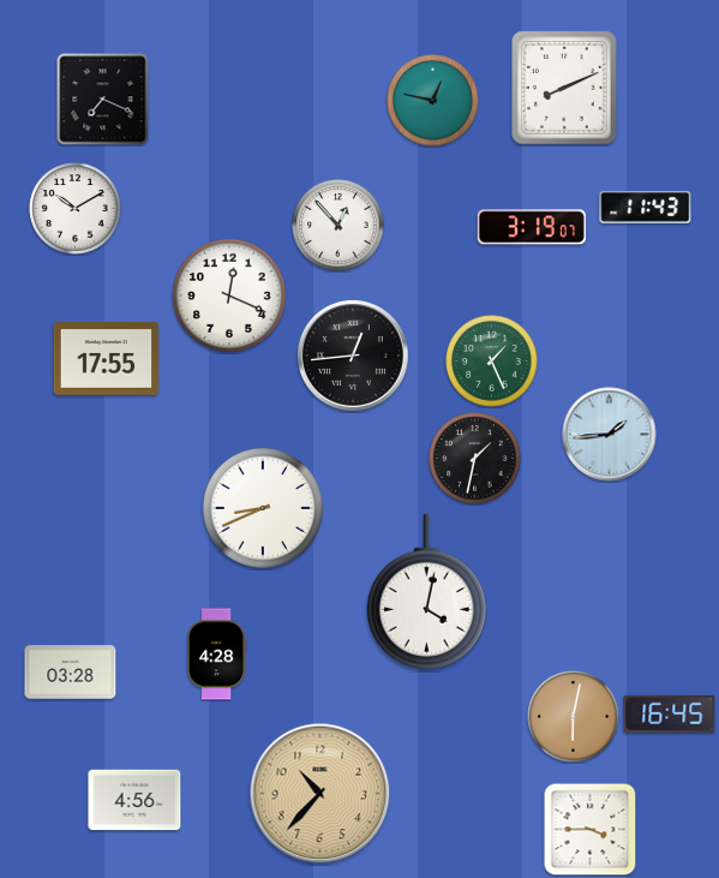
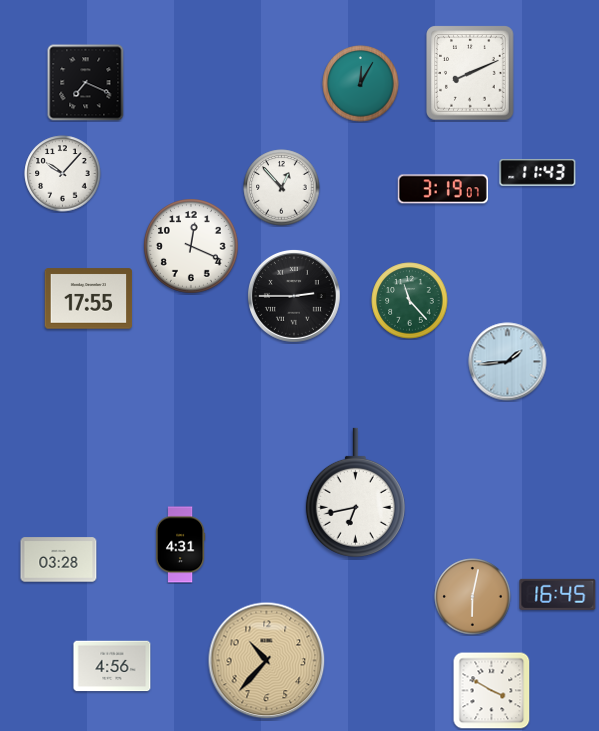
clock at (433, 101): 12:47 -> 12:05
clock at (76, 209): 10:10 -> 10:07
clock at (353, 356): 12:44 -> 2:45
clock at (492, 362): 1:26 -> 11:23
clock at (475, 459): 1:32 -> none
clock at (263, 508): 8:41 -> none
clock at (426, 591): 4:02 -> 6:43
clock at (216, 655): 4:28 -> 4:31
clock at (574, 717) position: (574, 717) -> (473, 597)
clock at (589, 829): 3:45 -> 3:50
